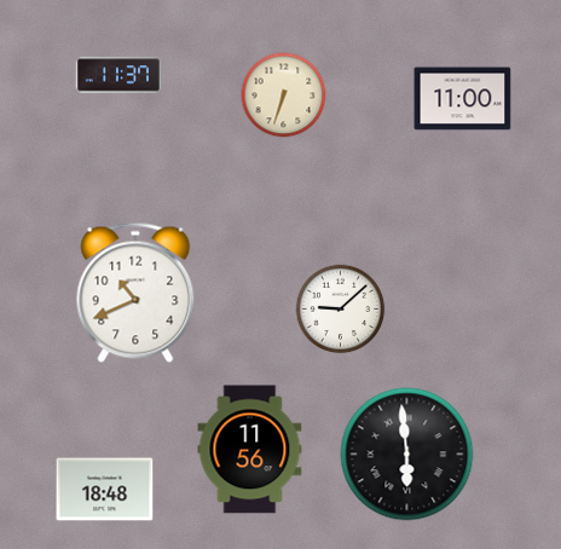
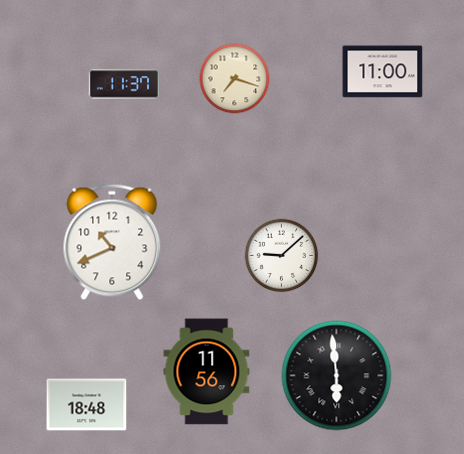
clock at (117, 75) position: (117, 75) -> (123, 84)
clock at (284, 96): 6:33 -> 7:18
clock at (463, 99) position: (463, 99) -> (383, 72)
